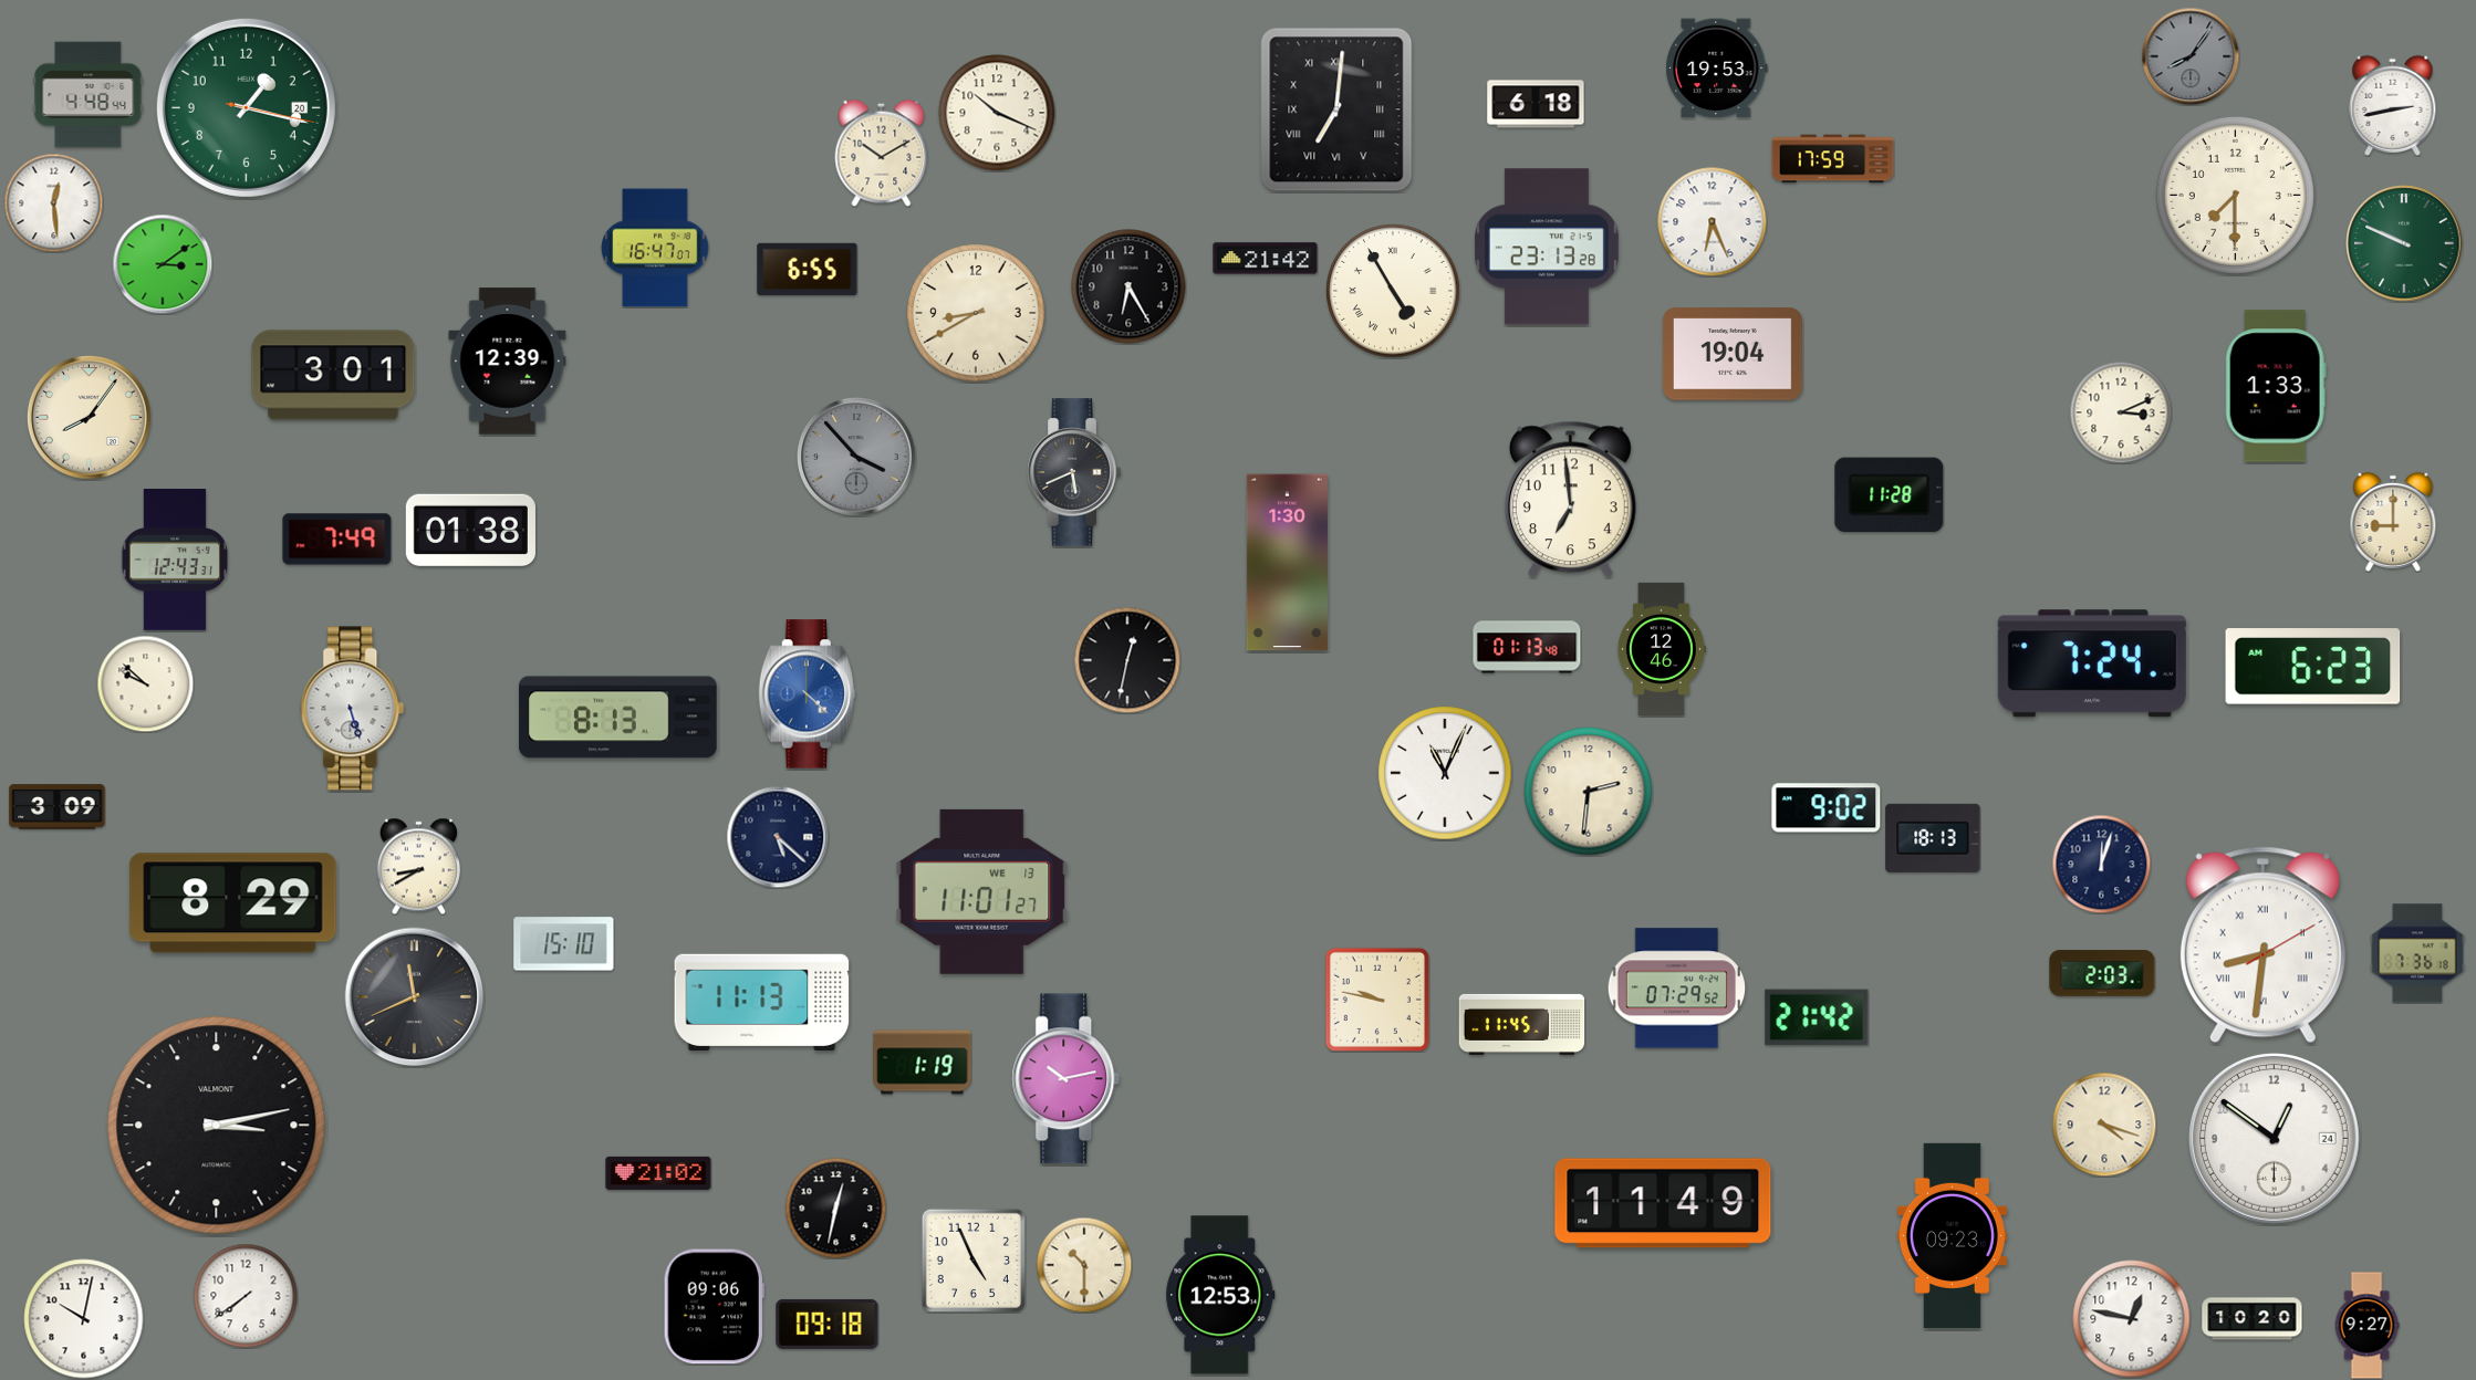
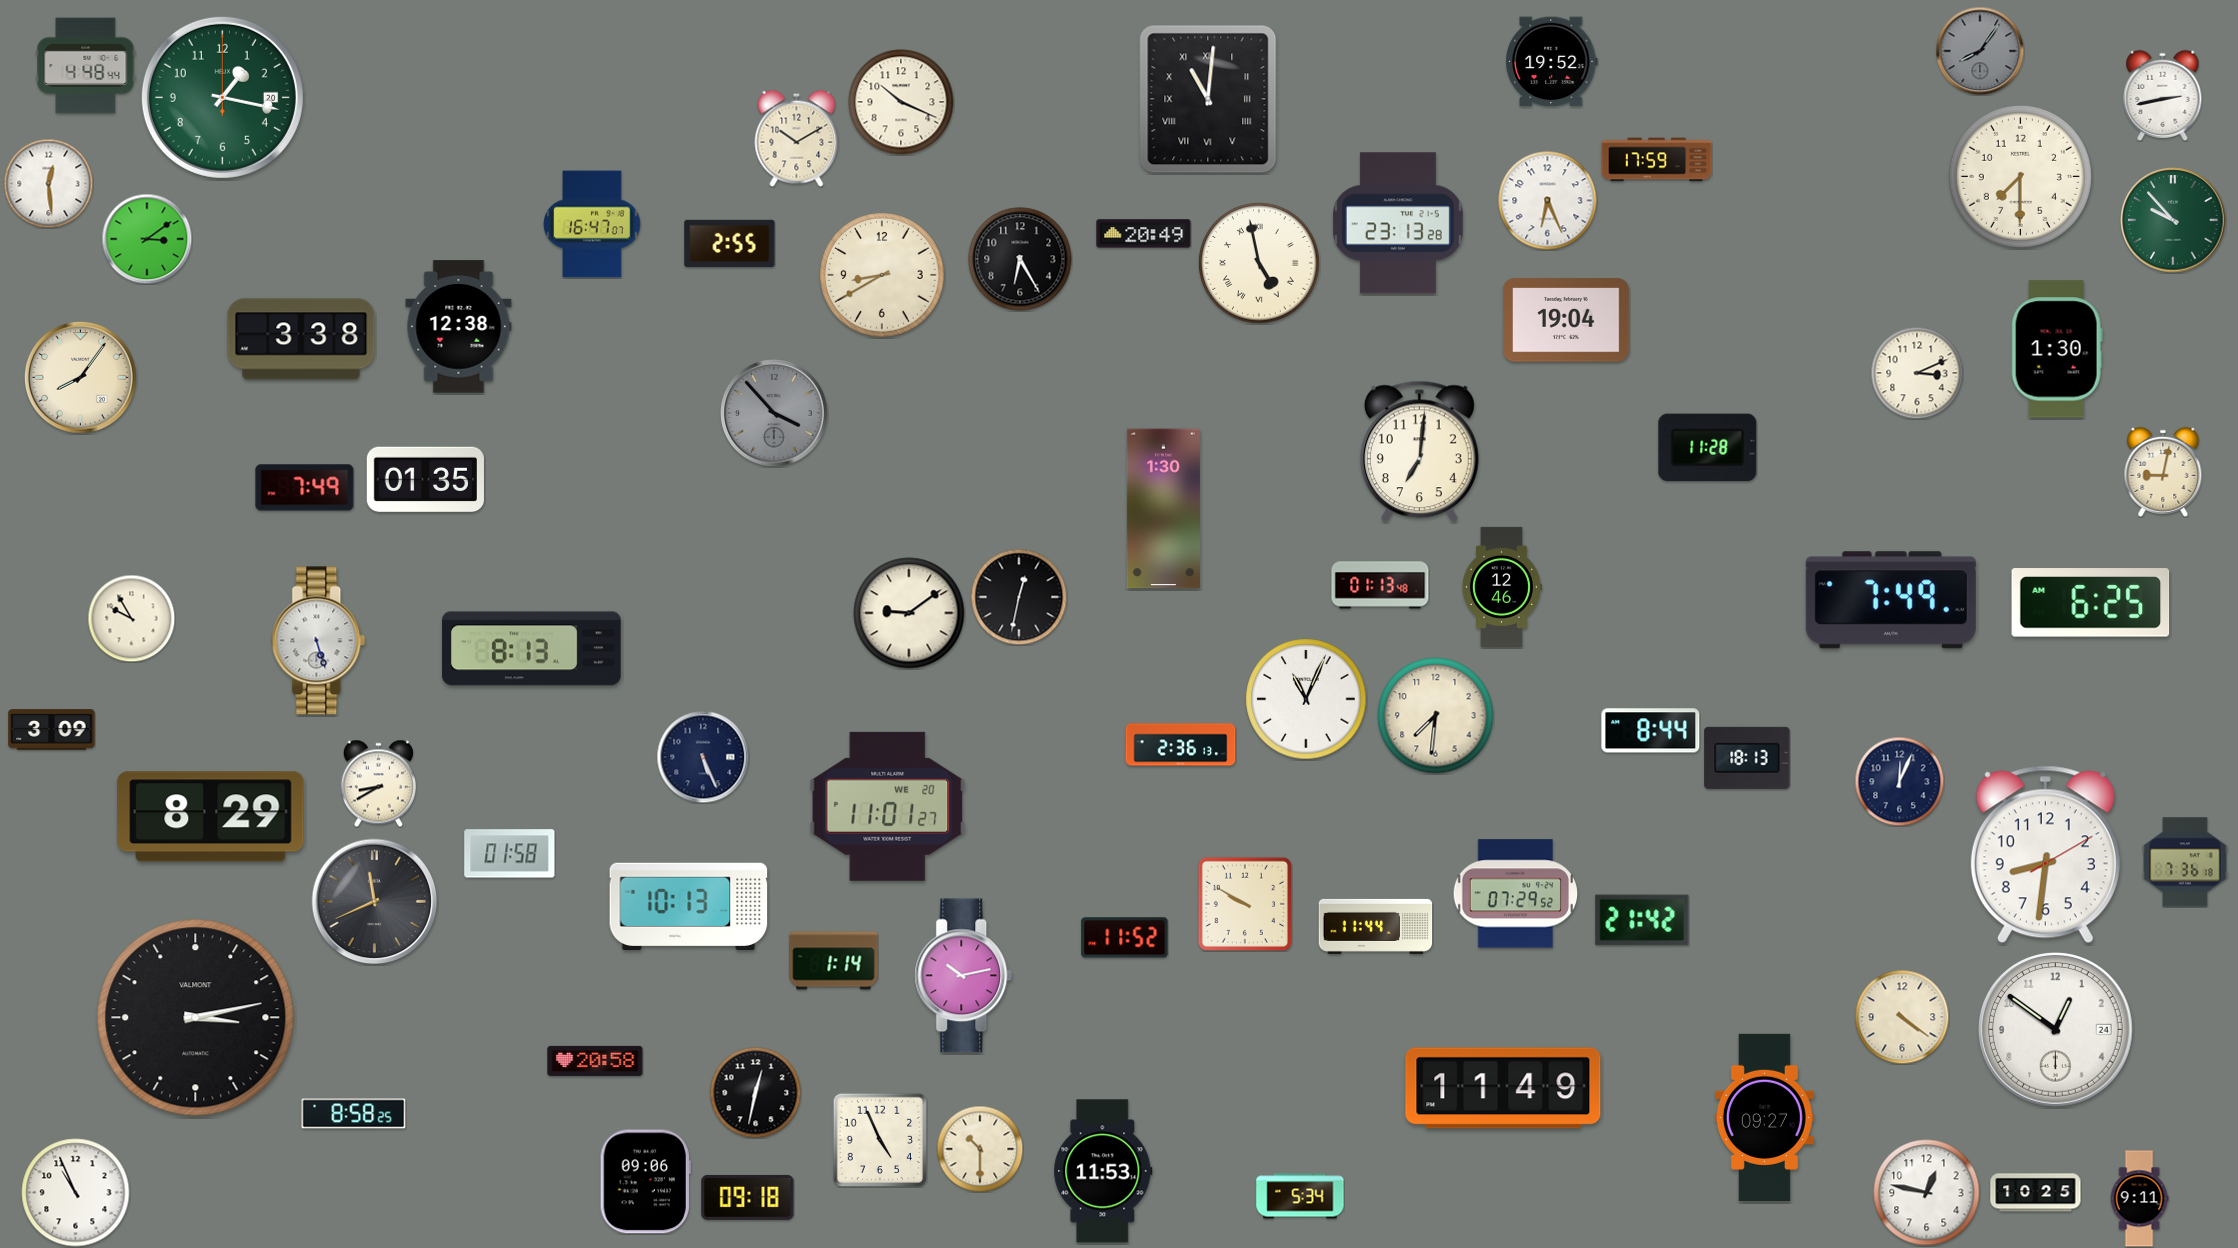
clock at (1717, 69): 19:53 -> 19:52
clock at (89, 95) position: (89, 95) -> (86, 66)
clock at (1536, 104): 6:18 -> none
clock at (246, 107): 1:17:17 -> 1:17:00
clock at (1336, 109): 7:01 -> 11:01
clock at (1833, 159) position: (1833, 159) -> (1657, 160)
clock at (2404, 243): 9:49 -> 9:53
clock at (1266, 259): 21:42 -> 20:49
clock at (808, 269): 6:55 -> 2:55
clock at (1393, 291): 4:55 -> 4:58
clock at (976, 313) position: (976, 313) -> (882, 275)
clock at (508, 362): 12:39 -> 12:38
clock at (333, 375): 3:01 -> 3:38
clock at (2276, 386): 1:33 -> 1:30
clock at (1074, 472): 5:41 -> none
clock at (1570, 500): 6:59 -> 7:01
clock at (2393, 522): 9:00 -> 9:02
clock at (470, 531): 01:38 -> 01:35
clock at (175, 560): 12:43 -> none
clock at (2092, 663): 7:24 -> 7:49
clock at (2313, 667): 6:23 -> 6:25
clock at (909, 613): none -> 9:09
clock at (145, 683): 9:52 -> 9:55
clock at (807, 694): 4:22 -> none
clock at (618, 718) position: (618, 718) -> (532, 649)
clock at (1589, 792): 2:31 -> 7:31
clock at (1827, 808): 9:02 -> 8:44
clock at (1181, 745): none -> 2:36
clock at (778, 837): 5:22 -> 5:26
clock at (2101, 864): 12:03 -> 12:04
clock at (982, 891) date: WE 13 -> WE 20
clock at (564, 944): 15:10 -> 01:58
clock at (2262, 945) numerals: Roman -> Arabic
clock at (2102, 973): 2:03 -> none
clock at (1377, 1000): 9:47 -> 9:50
clock at (762, 1002): 11:13 -> 10:13
clock at (1522, 1024): 11:45 -> 11:44
clock at (1125, 938): none -> 11:52
clock at (923, 1063): 1:19 -> 1:14
clock at (2104, 1125): 4:18 -> 4:21
clock at (658, 1173): 21:02 -> 20:58
clock at (354, 1114): none -> 8:58
clock at (1952, 1235): 09:23 -> 09:27
clock at (1084, 1265) position: (1084, 1265) -> (980, 1149)
clock at (1220, 1295): 12:53 -> 11:53
clock at (246, 1296): 7:39 -> none
clock at (84, 1319): 10:02 -> 10:56
clock at (2253, 1319): 10:20 -> 10:25
clock at (1300, 1196): none -> 5:34
clock at (2366, 1326): 9:27 -> 9:11
